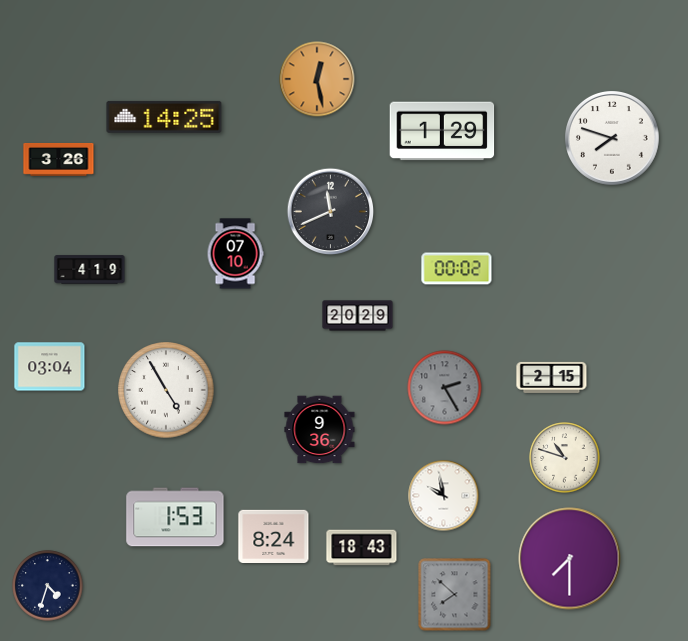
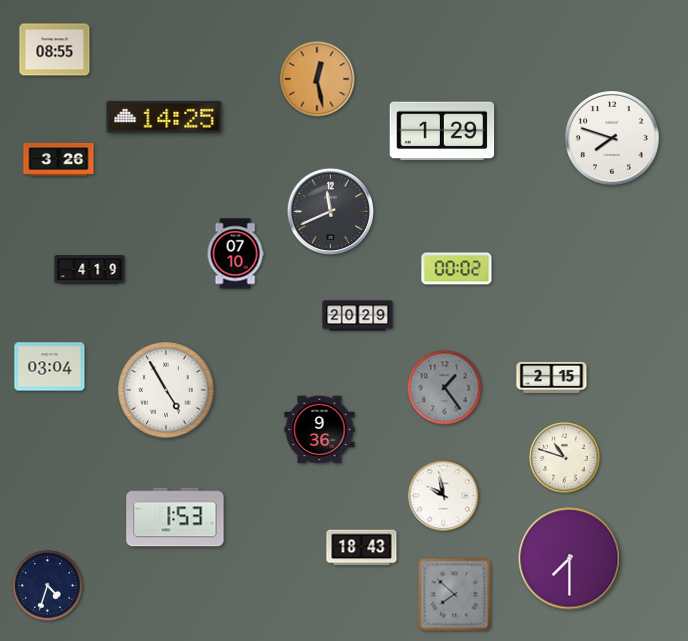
clock at (55, 50): none -> 08:55
clock at (445, 388): 2:25 -> 1:24
clock at (274, 536): 8:24 -> none
